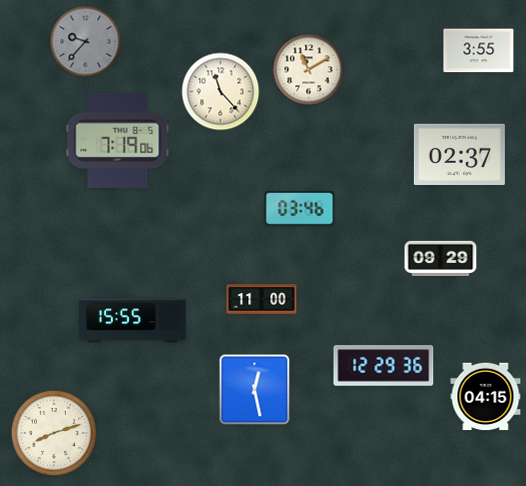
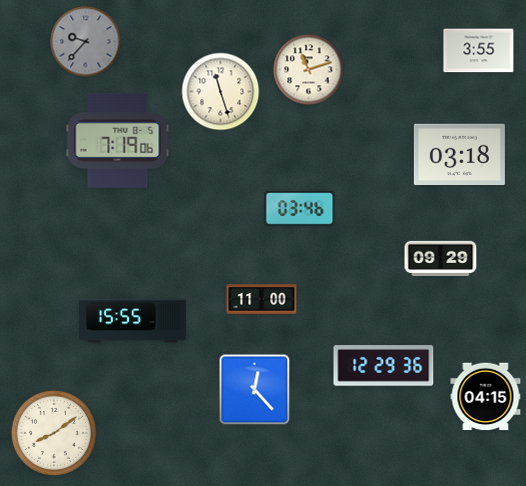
clock at (309, 70): 11:10 -> 11:12
clock at (221, 92): 11:23 -> 11:27
clock at (459, 154): 02:37 -> 03:18
clock at (255, 390): 12:28 -> 12:23
clock at (53, 432): 8:12 -> 8:09
